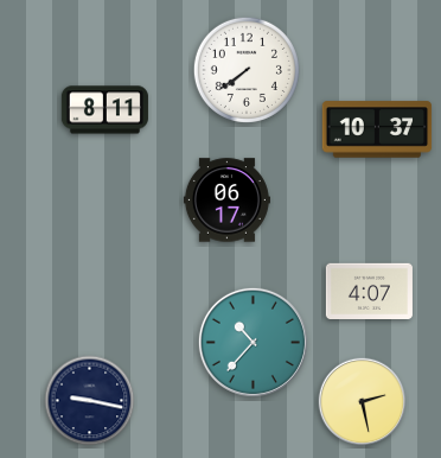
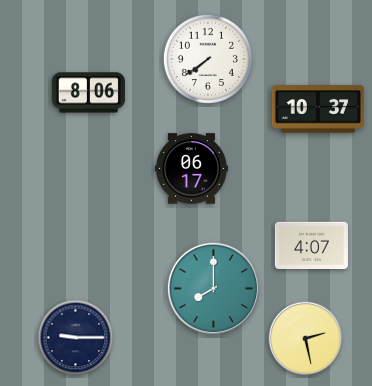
clock at (104, 110): 8:11 -> 8:06
clock at (253, 342): 10:37 -> 8:00
clock at (90, 401): 9:17 -> 9:15
